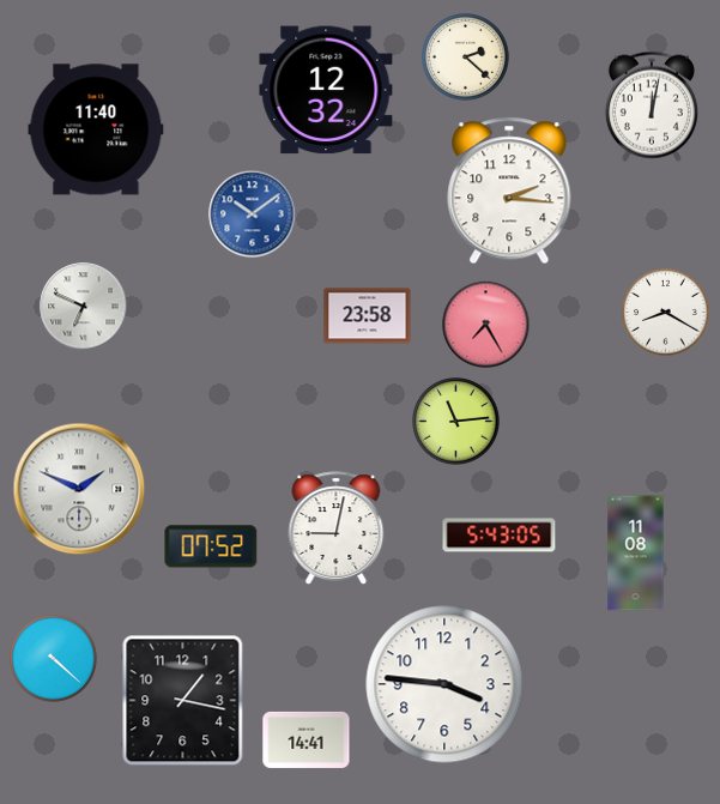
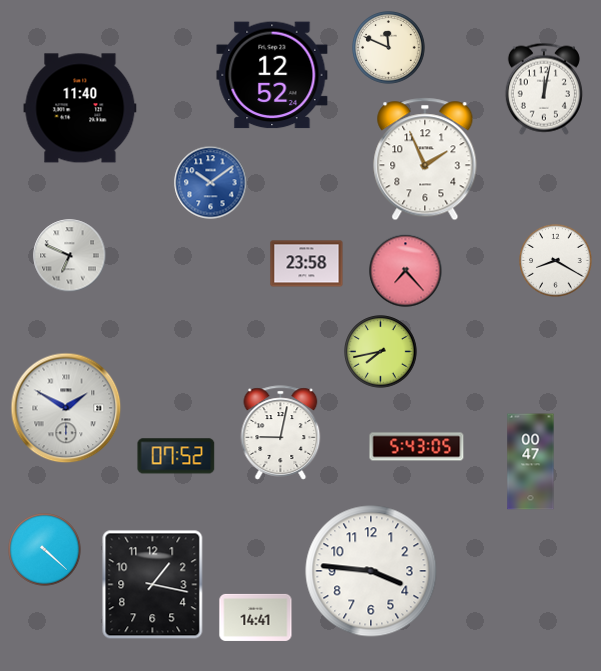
clock at (466, 58): 2:22 -> 11:49
clock at (326, 90): 12:32 -> 12:52
clock at (509, 191): 2:16 -> 1:56
clock at (253, 214) position: (253, 214) -> (211, 183)
clock at (486, 325): 7:25 -> 7:23
clock at (456, 422): 11:14 -> 7:43
clock at (79, 489): 1:49 -> 1:50
clock at (337, 528) position: (337, 528) -> (281, 433)
clock at (636, 554): 11:08 -> 00:47
